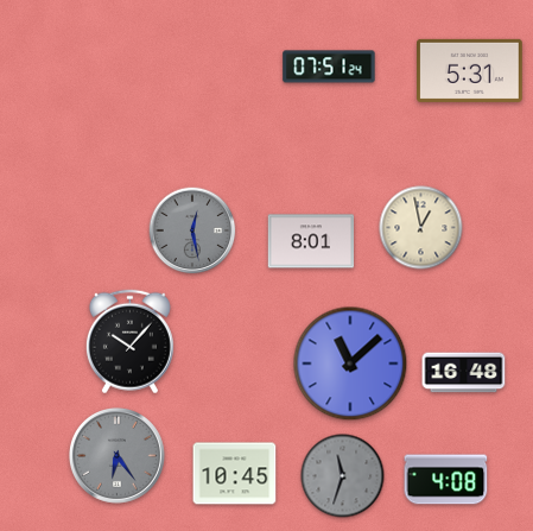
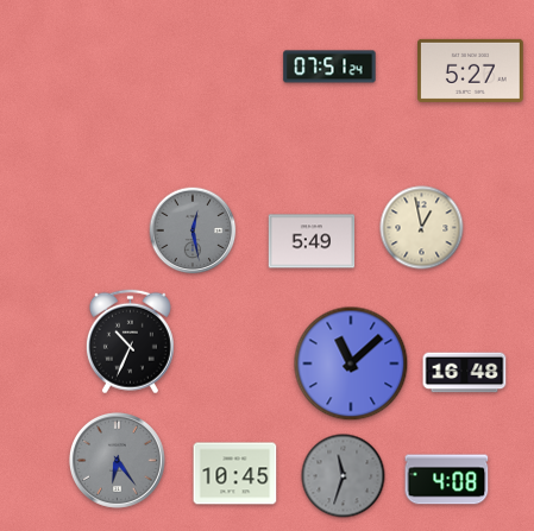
clock at (470, 70): 5:31 -> 5:27
clock at (311, 241): 8:01 -> 5:49
clock at (129, 342): 10:07 -> 10:34
clock at (116, 455) position: (116, 455) -> (117, 460)
